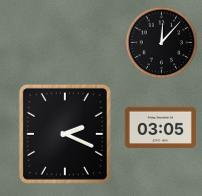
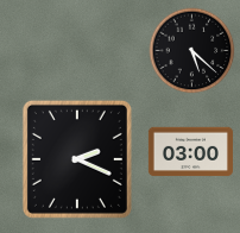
clock at (162, 43): 12:07 -> 5:22
clock at (160, 128): 03:05 -> 03:00
